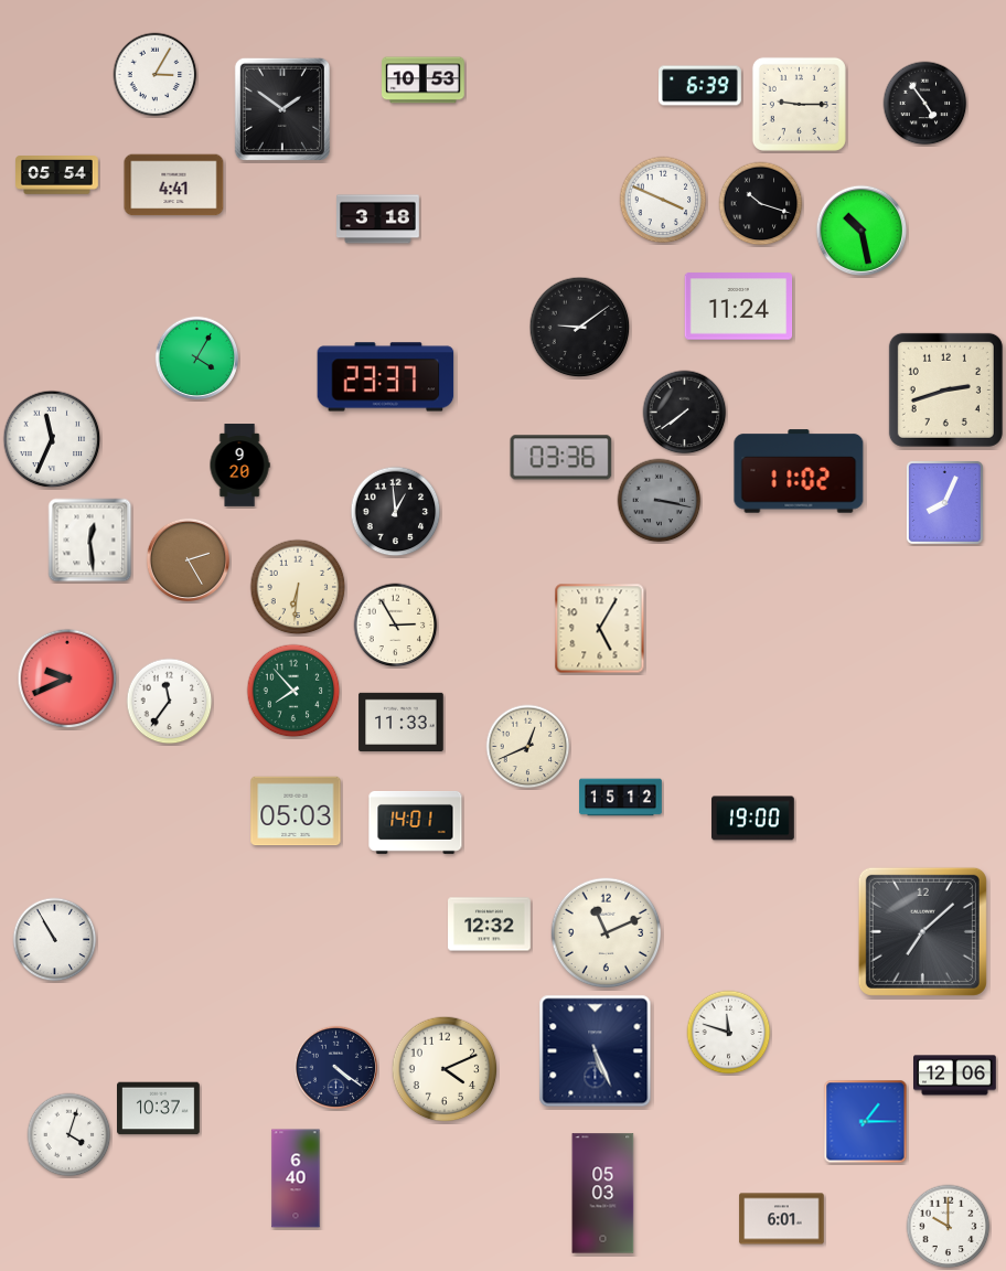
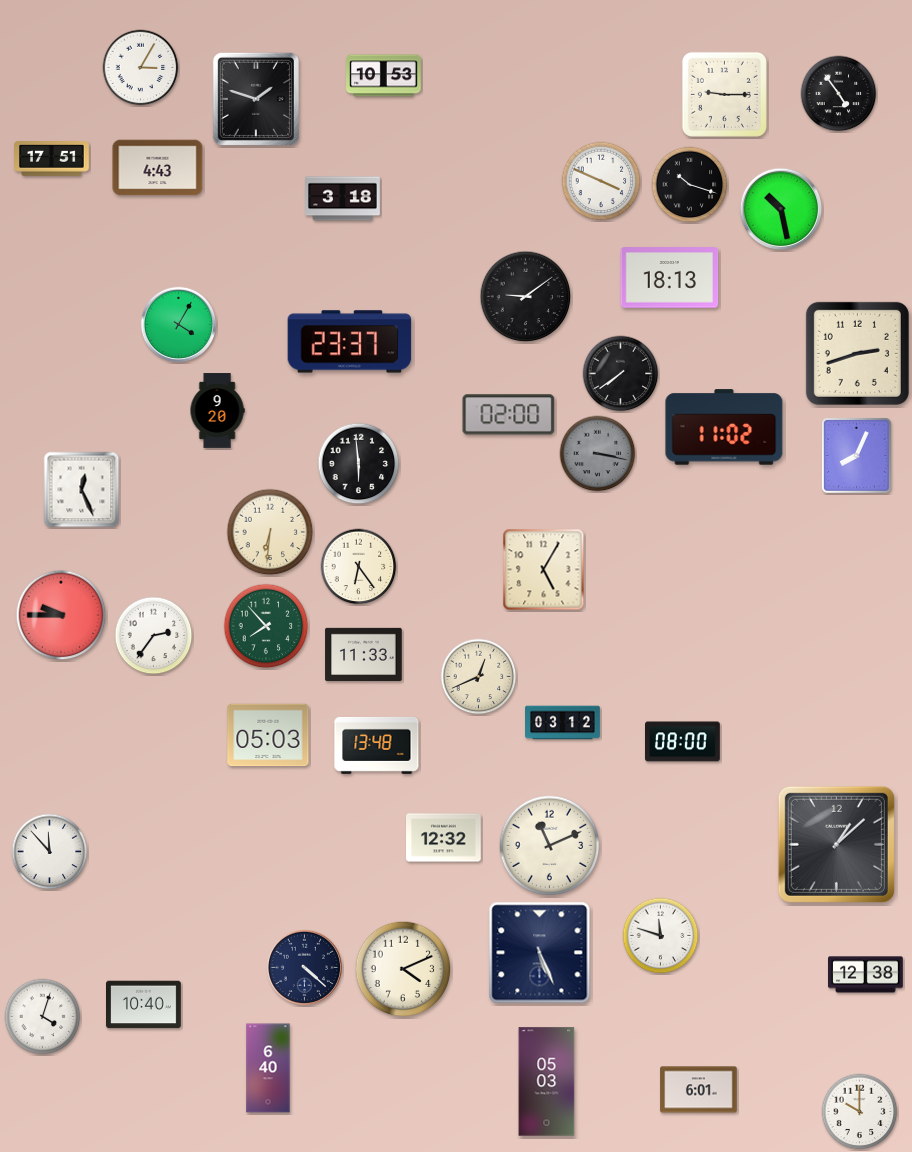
clock at (424, 81) position: (424, 81) -> (384, 76)
clock at (700, 86): 6:39 -> none
clock at (282, 109): 1:51 -> 1:48
clock at (57, 175): 05:54 -> 17:51
clock at (174, 185): 4:41 -> 4:43
clock at (739, 307): 11:24 -> 18:13
clock at (52, 439): 11:34 -> none
clock at (561, 458): 03:36 -> 02:00
clock at (239, 466) position: (239, 466) -> (217, 411)
clock at (396, 512): 12:59 -> 5:59
clock at (90, 541): 12:29 -> 12:26
clock at (188, 559): 2:25 -> none
clock at (396, 626): 2:55 -> 6:24
clock at (67, 679): 9:41 -> 9:45
clock at (170, 702): 11:36 -> 2:36
clock at (621, 798): 15:12 -> 03:12
clock at (753, 819): 19:00 -> 08:00
clock at (416, 822): 14:01 -> 13:48
clock at (922, 931): 7:08 -> 1:08
clock at (55, 940): 10:55 -> 11:53
clock at (335, 1067): 4:21 -> 4:22
clock at (955, 1076): 12:06 -> 12:38
clock at (159, 1109): 10:37 -> 10:40
clock at (866, 1122): 1:15 -> none
clock at (69, 1135) position: (69, 1135) -> (43, 1017)
clock at (782, 1219) position: (782, 1219) -> (699, 1090)
